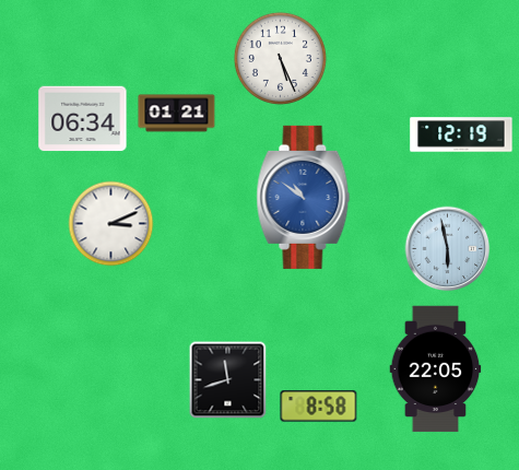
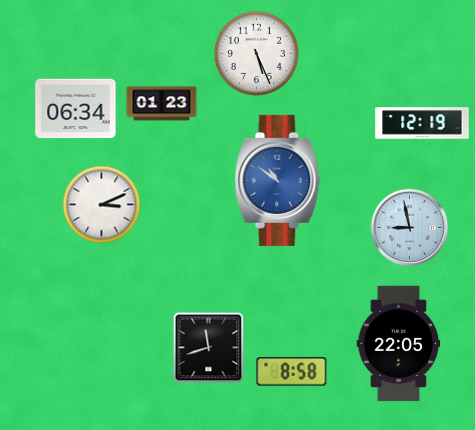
clock at (177, 114): 01:21 -> 01:23
clock at (448, 249): 5:58 -> 8:58
clock at (436, 369) position: (436, 369) -> (399, 344)
